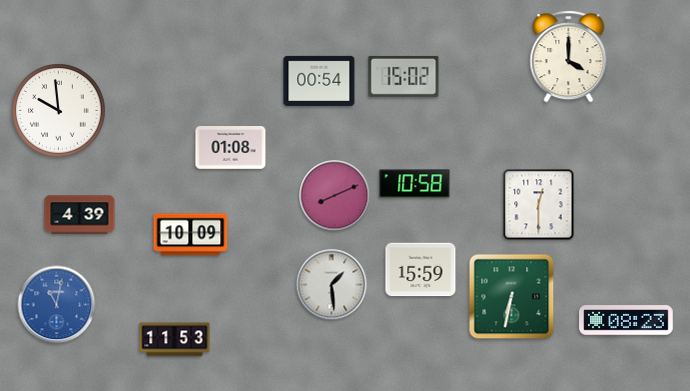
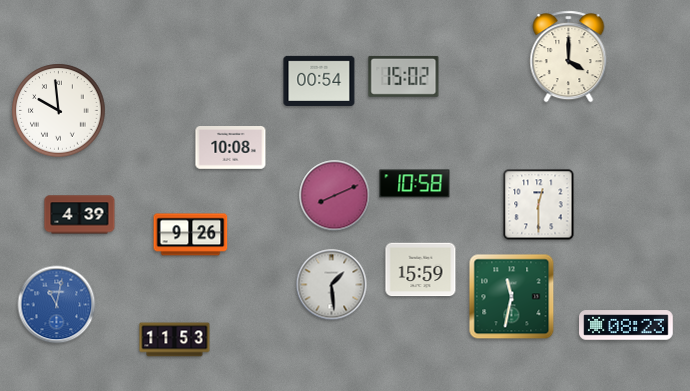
clock at (231, 148): 01:08 -> 10:08
clock at (191, 235): 10:09 -> 9:26
clock at (512, 297): 6:32 -> 11:32
clock at (626, 320) position: (626, 320) -> (626, 325)
